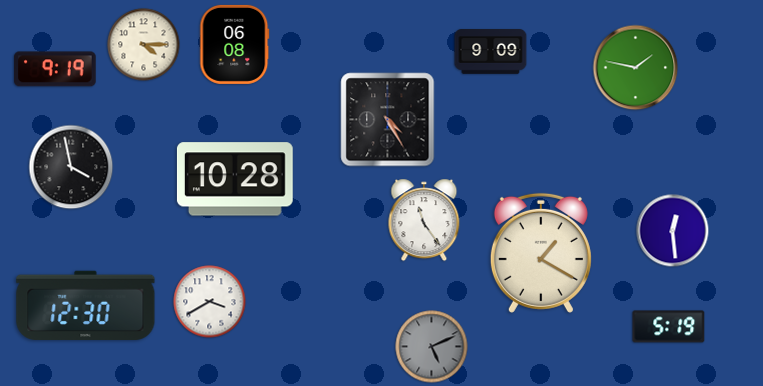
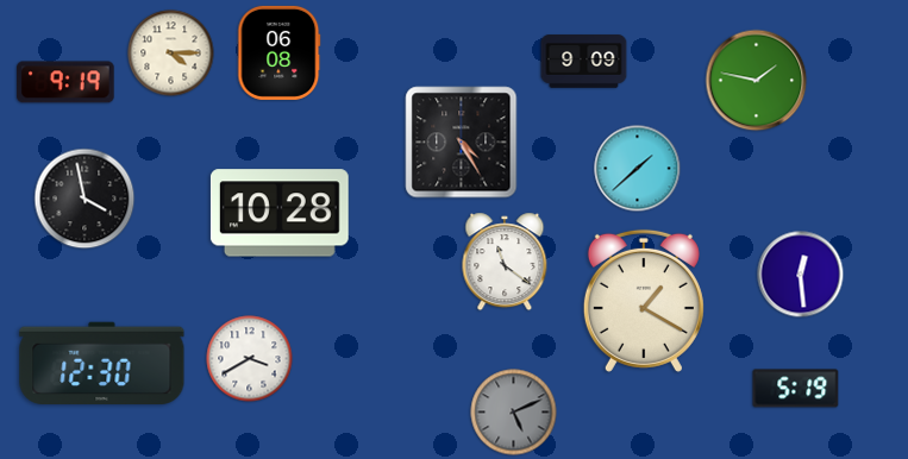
clock at (638, 169): none -> 1:38
clock at (424, 220): 11:24 -> 11:21
